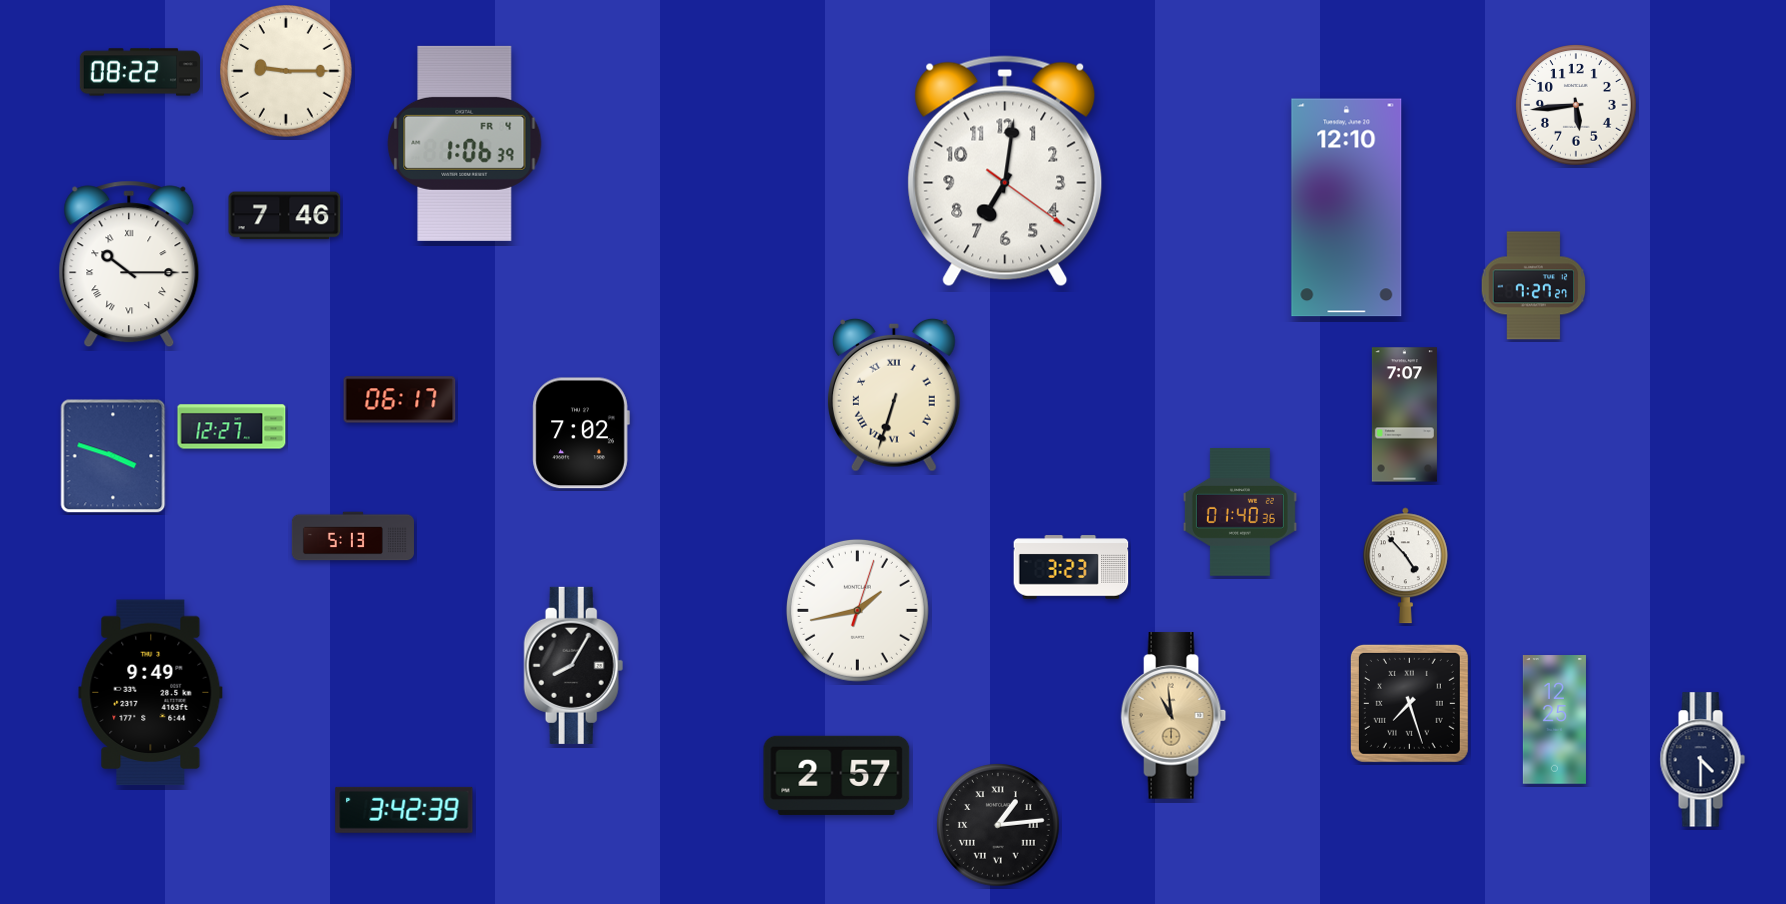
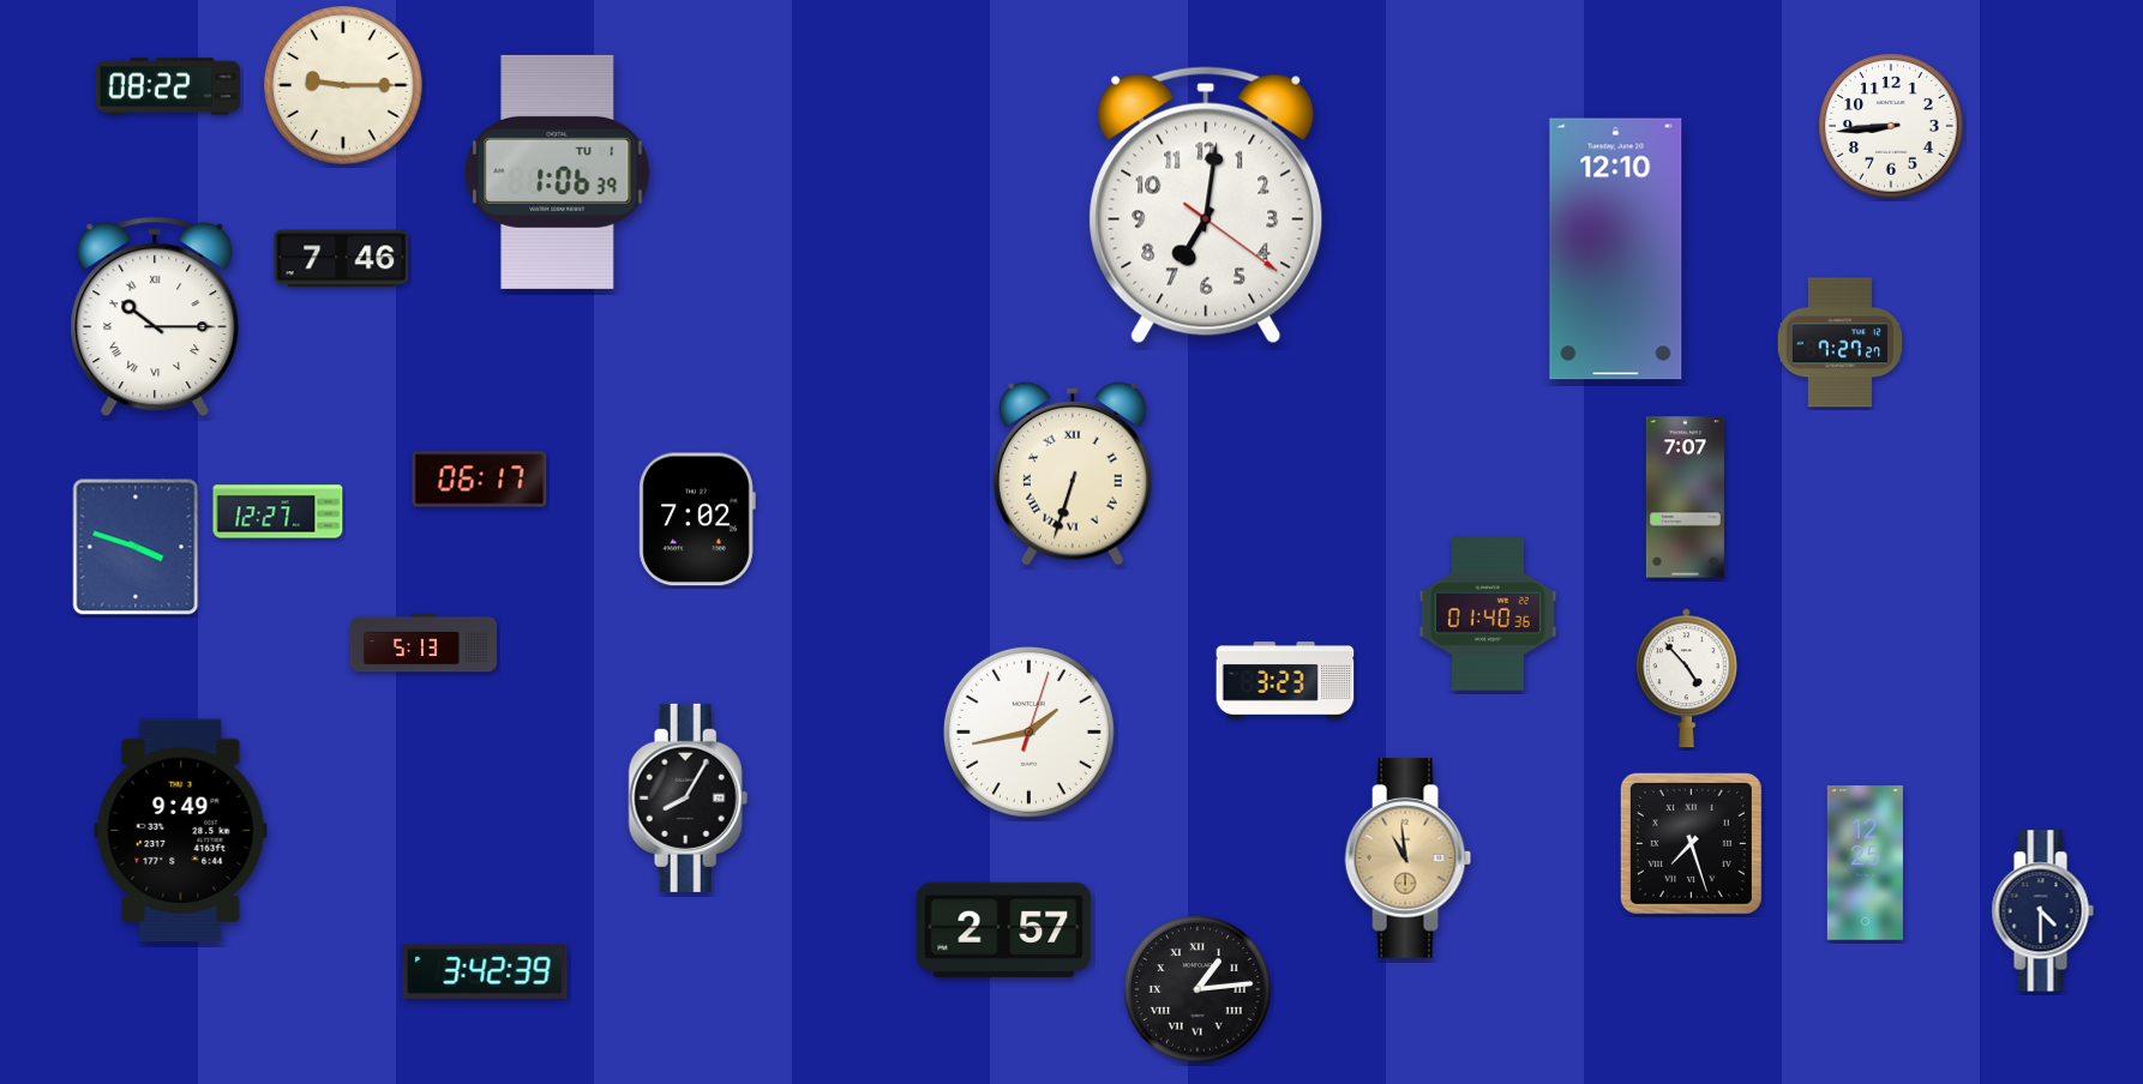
clock at (1576, 105): 5:44 -> 8:44
clock at (465, 143) date: FR 4 -> TU 1
